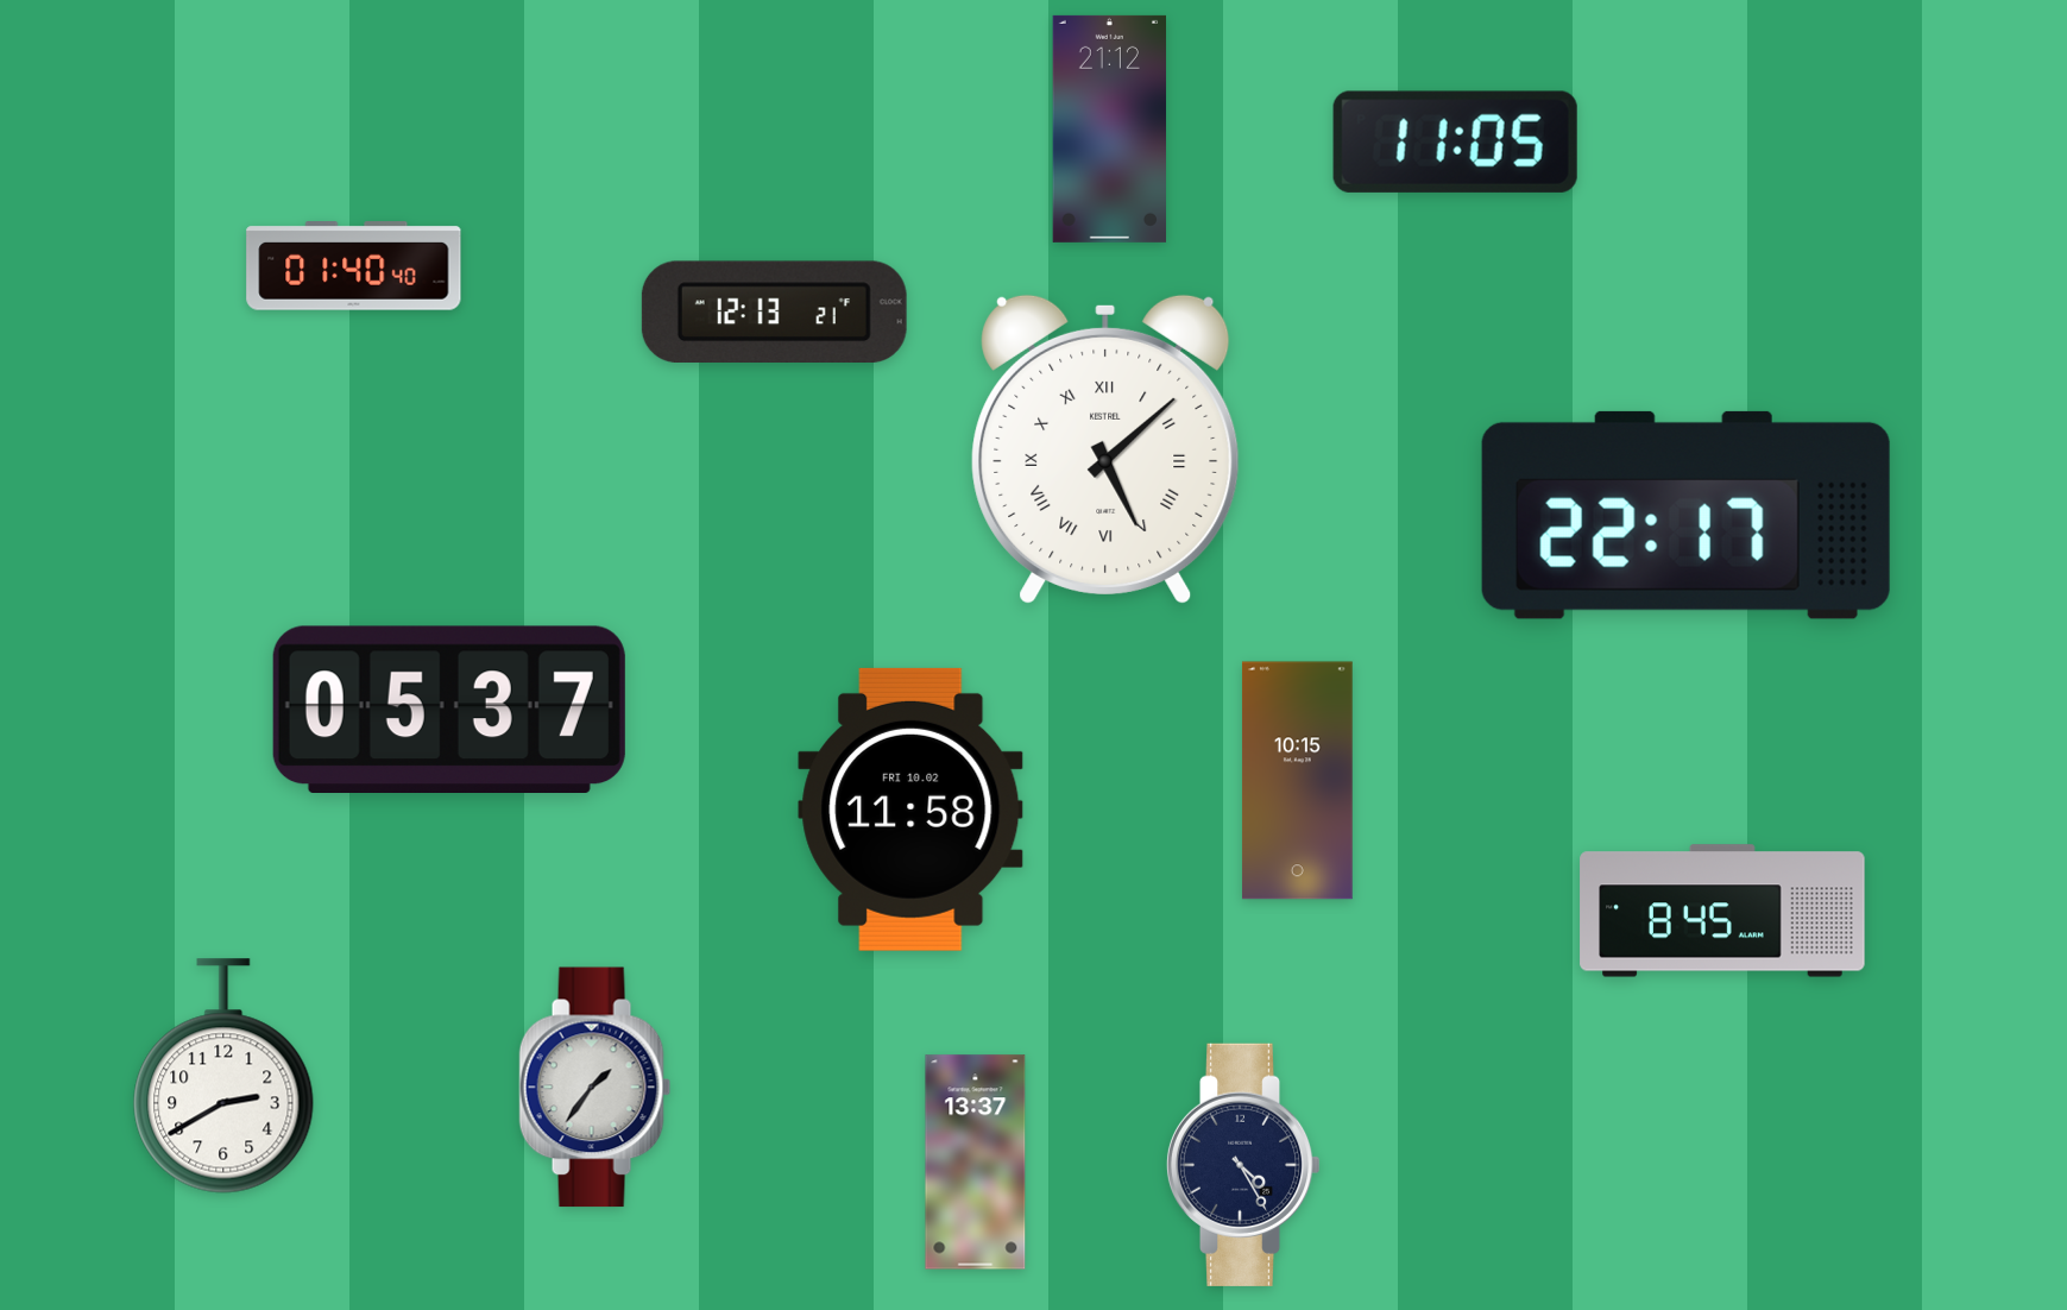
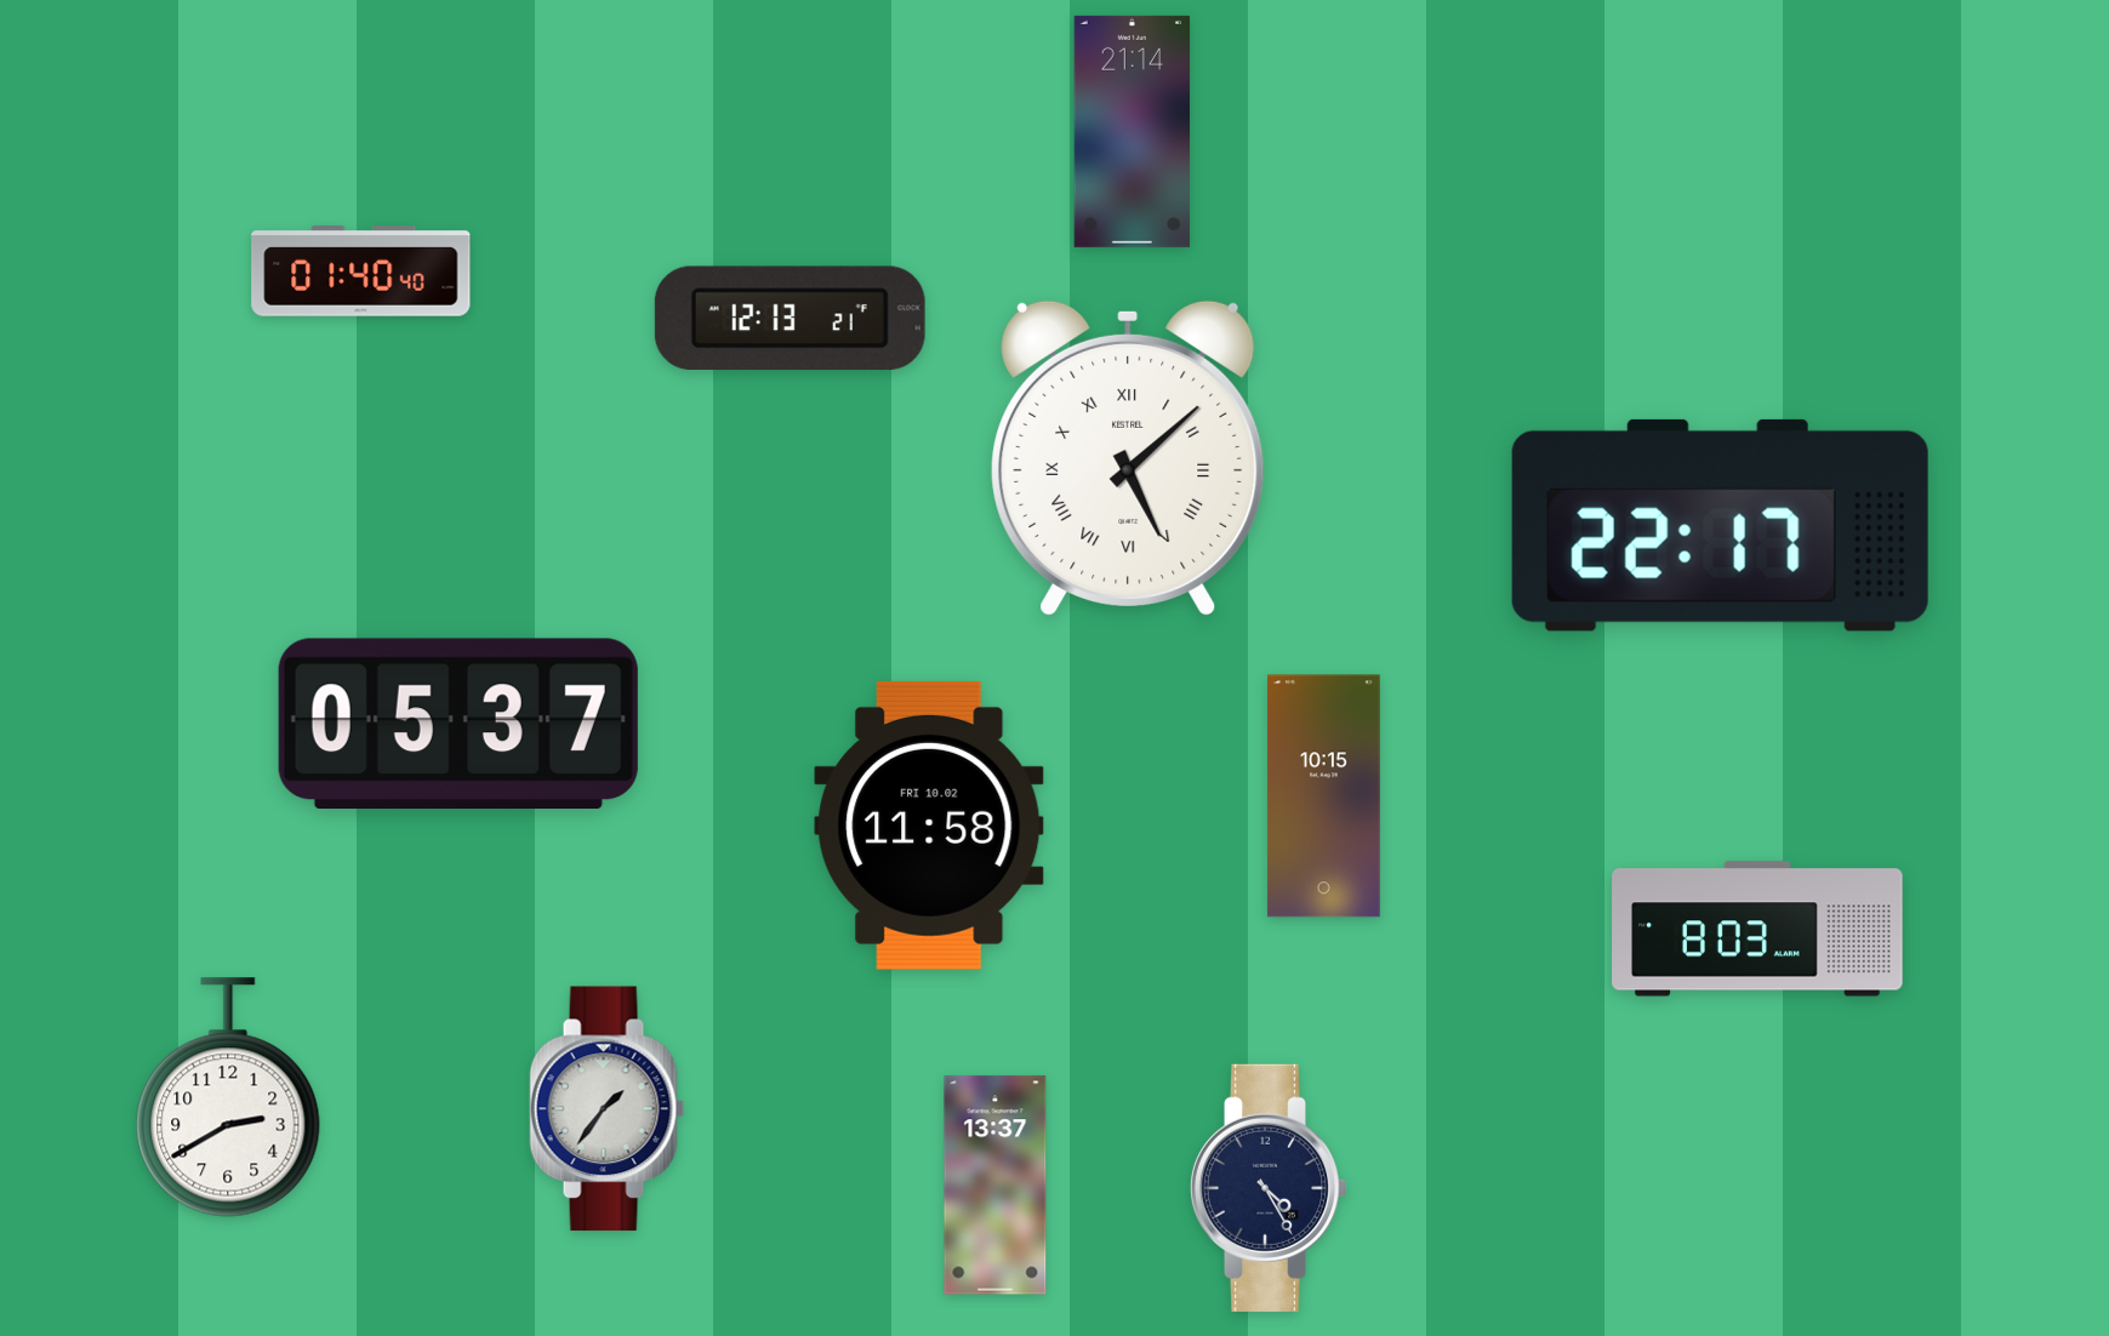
clock at (1109, 128): 21:12 -> 21:14
clock at (1455, 141): 11:05 -> none
clock at (1722, 911): 8:45 -> 8:03
